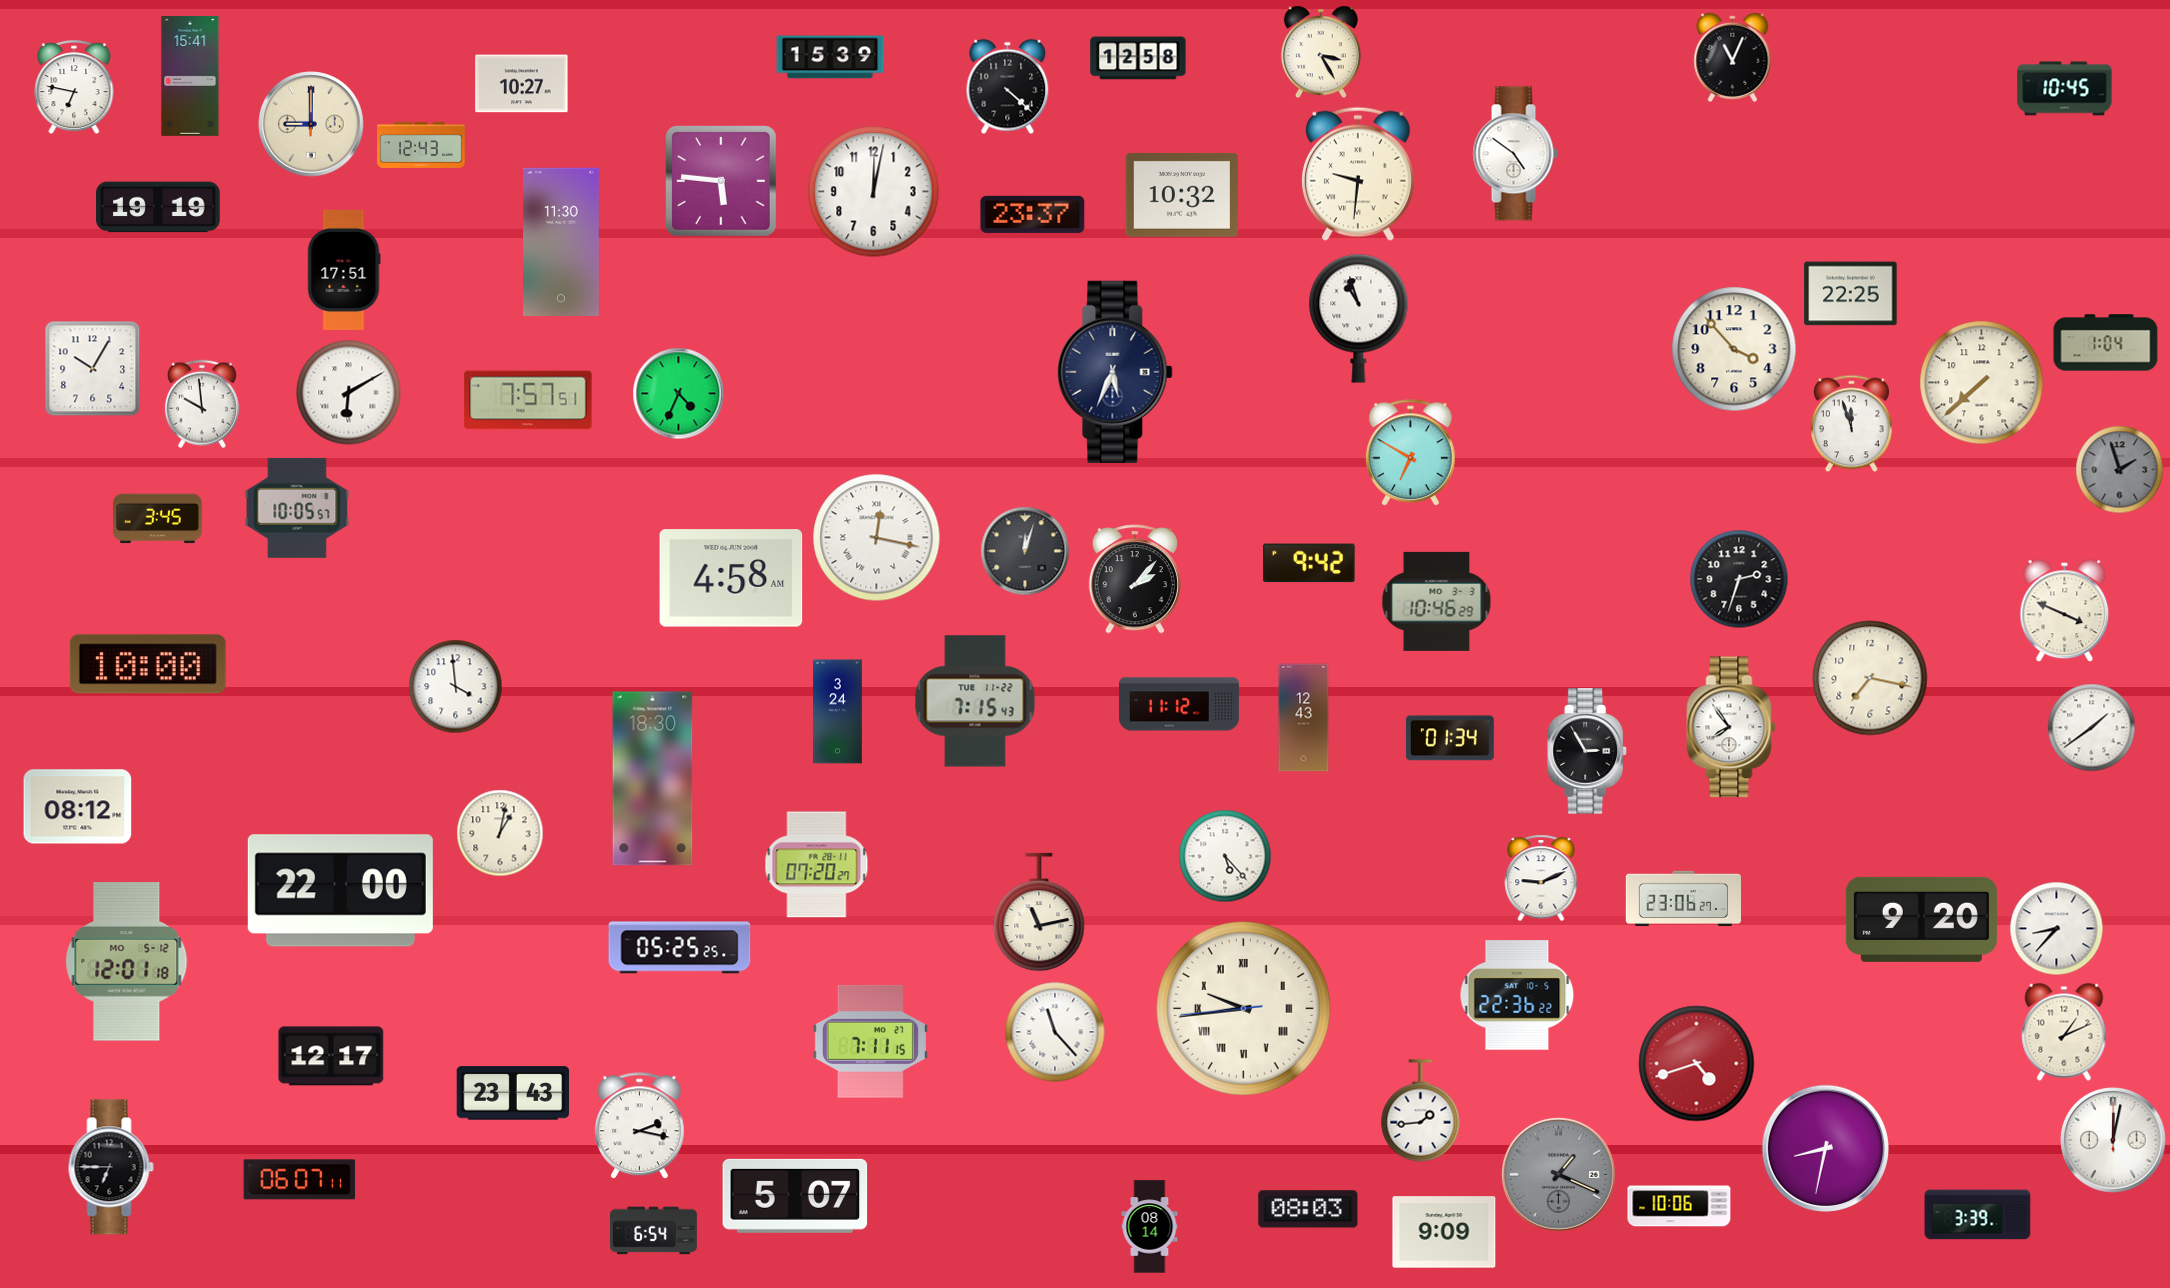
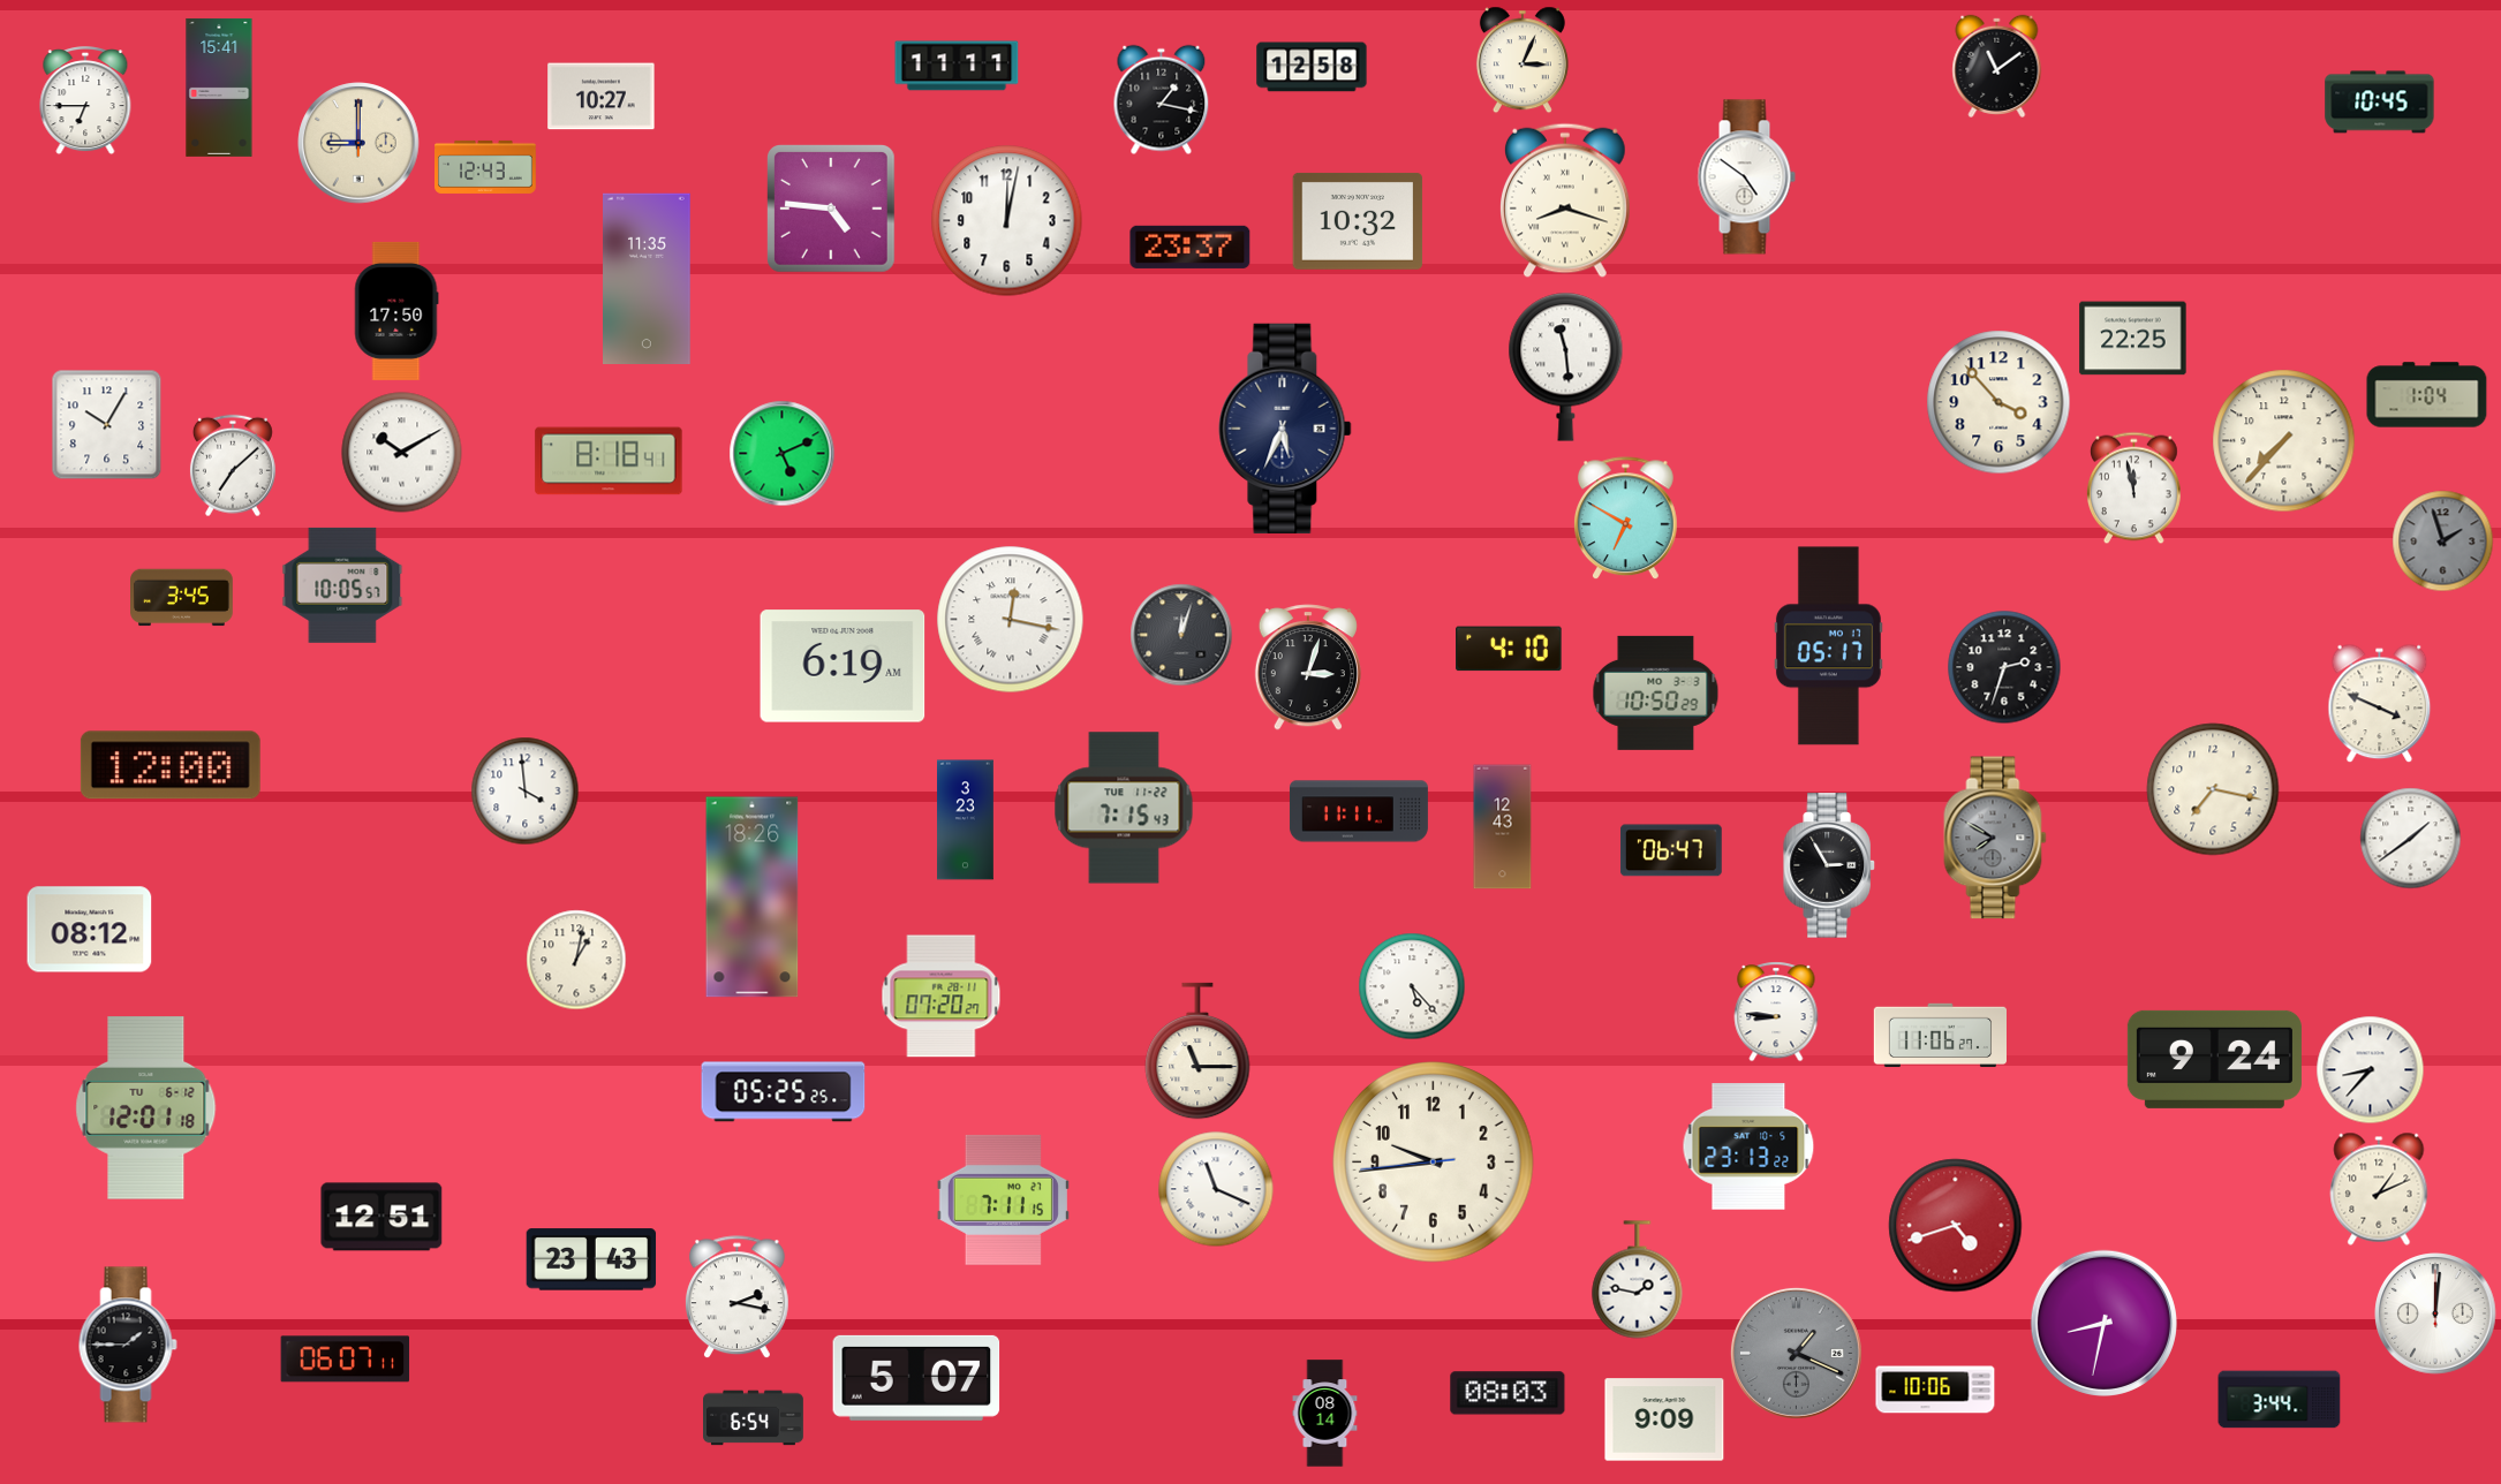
clock at (1321, 52): 3:25 -> 3:04
clock at (830, 57): 15:39 -> 11:11
clock at (1733, 57): 11:04 -> 11:09
clock at (1008, 87): 4:22 -> 1:17
clock at (74, 88): 6:47 -> 6:45
clock at (1359, 174): 9:31 -> 8:18
clock at (722, 182): 5:46 -> 4:46
clock at (1182, 195) position: (1182, 195) -> (1358, 221)
clock at (158, 207): 19:19 -> none
clock at (562, 241): 11:30 -> 11:35
clock at (344, 270): 17:51 -> 17:50
clock at (1359, 318): 10:57 -> 11:29
clock at (1982, 383): 7:38 -> 7:37
clock at (349, 393): 6:10 -> 10:10
clock at (679, 394): 4:34 -> 5:11
clock at (528, 400): 7:57 -> 8:18
clock at (202, 404): 9:59 -> 7:08
clock at (1852, 424): 11:57 -> 11:58
clock at (1410, 453) position: (1410, 453) -> (1625, 518)
clock at (1828, 646): none -> 05:17
clock at (1309, 563): 9:42 -> 4:10
clock at (731, 578): 4:58 -> 6:19
clock at (1135, 579): 2:07 -> 3:03
clock at (1437, 601): 10:46 -> 10:50
clock at (148, 664): 10:00 -> 12:00
clock at (1870, 678) position: (1870, 678) -> (2213, 789)
clock at (1179, 704): 11:12 -> 11:11
clock at (838, 712): 3:24 -> 3:23
clock at (1731, 727): 7:54 -> 7:50
clock at (1731, 727) dial: white -> grey
clock at (1450, 738): 01:34 -> 06:47
clock at (653, 779): 18:30 -> 18:26
clock at (1541, 878): 9:11 -> 8:46
clock at (340, 891): 22:00 -> none
clock at (1683, 899): 23:06 -> 11:06
clock at (1039, 912): 11:13 -> 11:15
clock at (1921, 919): 9:20 -> 9:24
clock at (127, 962) date: MO 5-12 -> TU 6-12
clock at (1517, 995): 22:36 -> 23:13
clock at (1244, 1009) numerals: Roman -> Arabic
clock at (1055, 1032): 11:23 -> 11:19
clock at (331, 1056): 12:17 -> 12:51
clock at (1421, 1111): 1:44 -> 1:47
clock at (2113, 1140): 12:02 -> 12:01
clock at (111, 1167): 6:45 -> 1:45
clock at (1978, 1215): 3:39 -> 3:44
